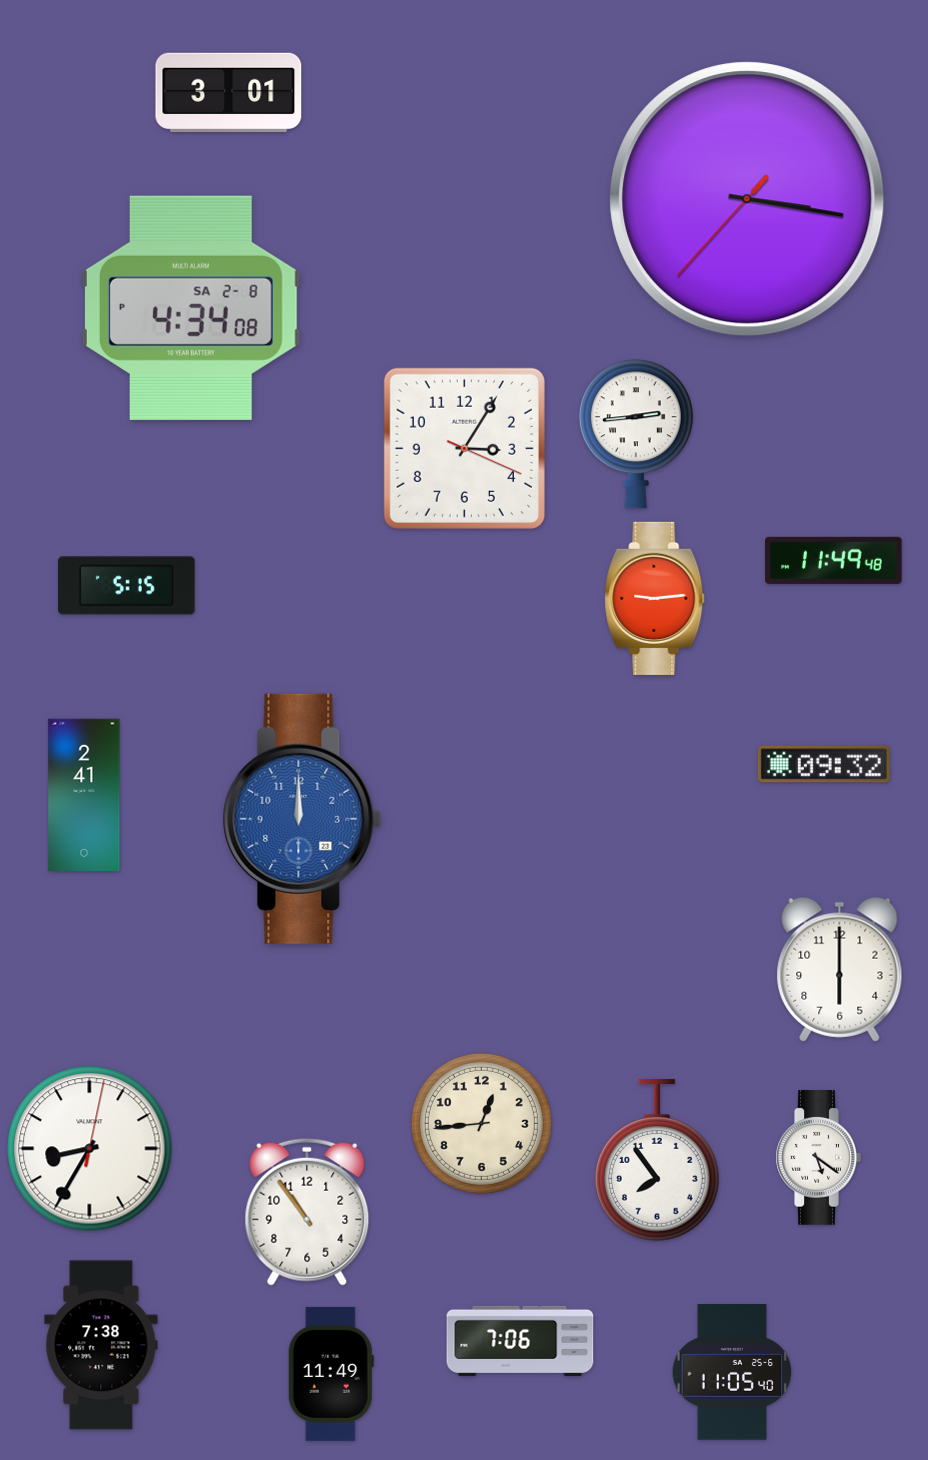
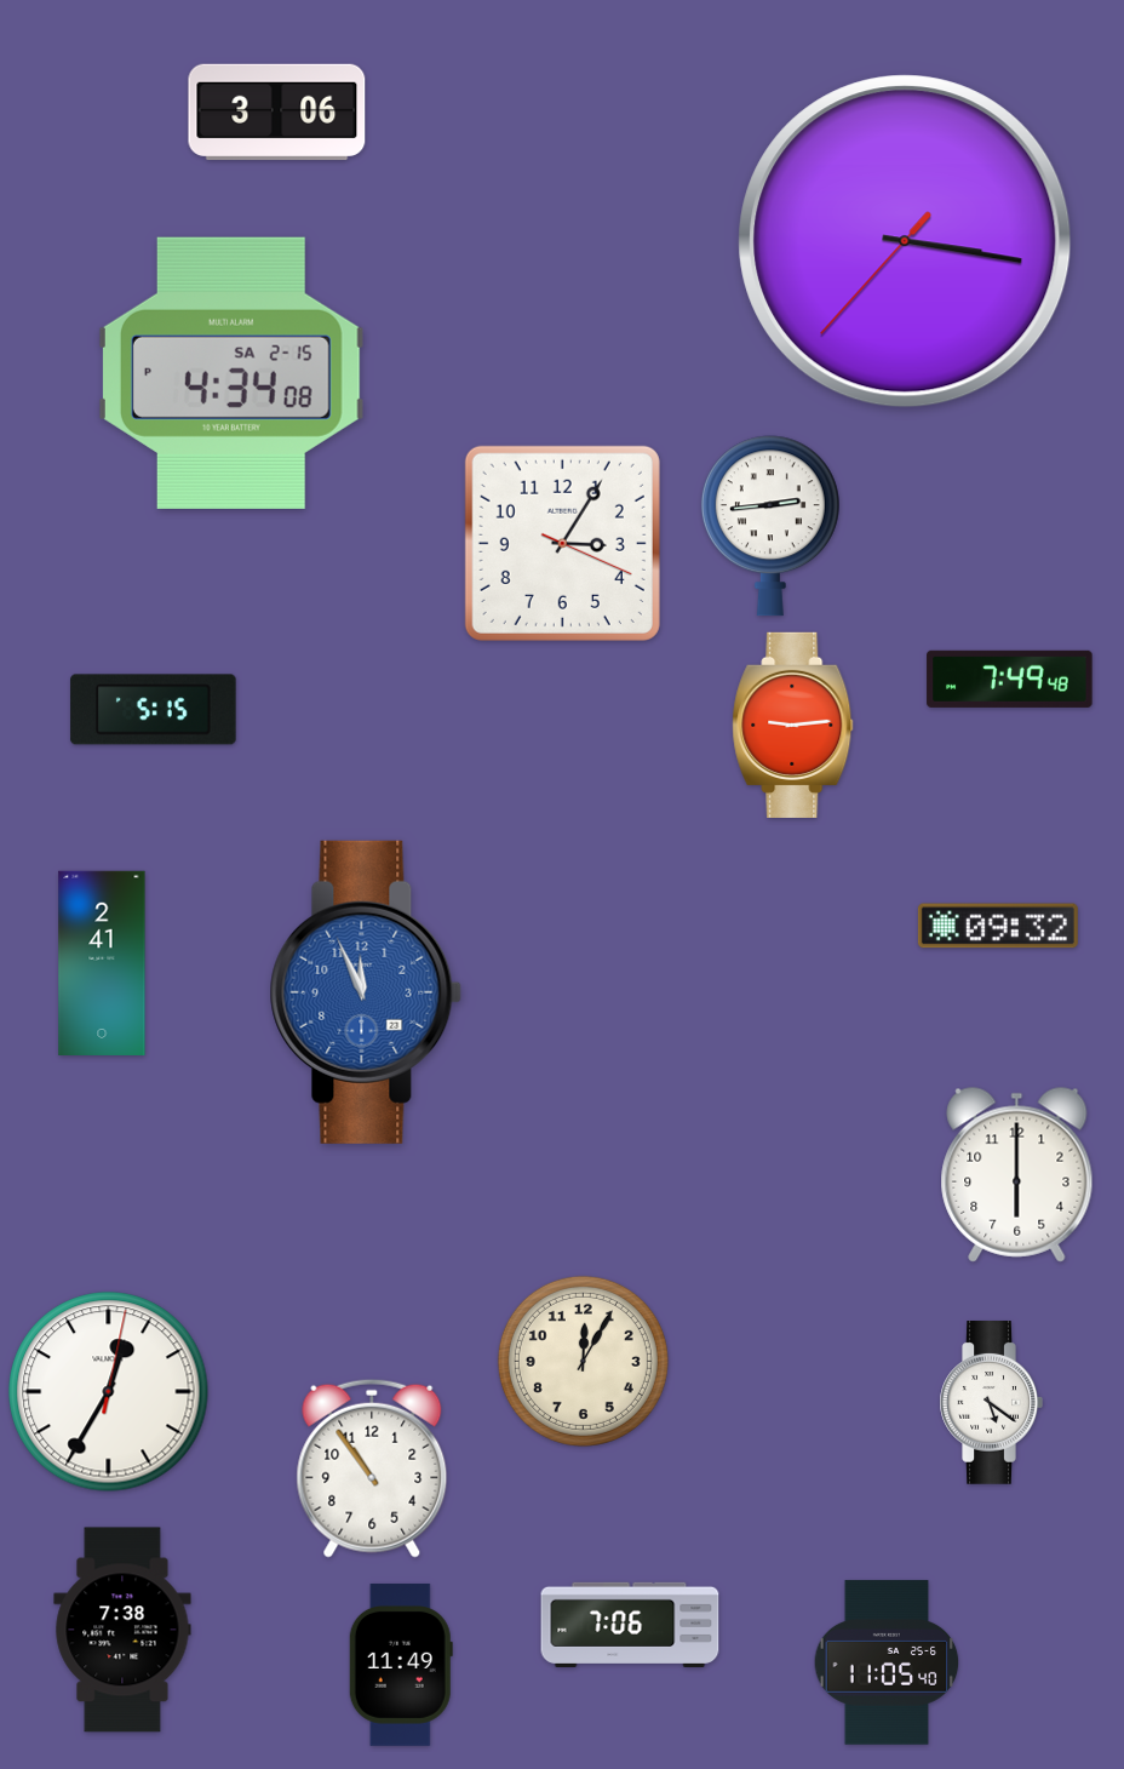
clock at (229, 92): 3:01 -> 3:06
clock at (191, 308) date: SA 2-8 -> SA 2-15
clock at (834, 560): 11:49 -> 7:49
clock at (302, 819): 12:00 -> 11:56
clock at (481, 1123): 12:44 -> 12:05
clock at (90, 1149): 8:35 -> 12:35
clock at (658, 1160): 7:54 -> none
